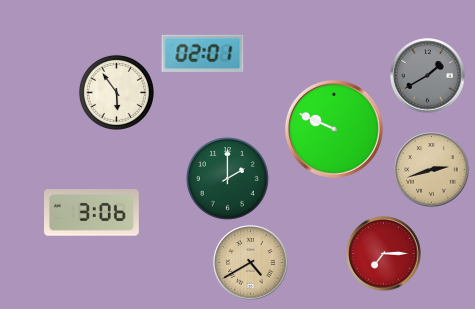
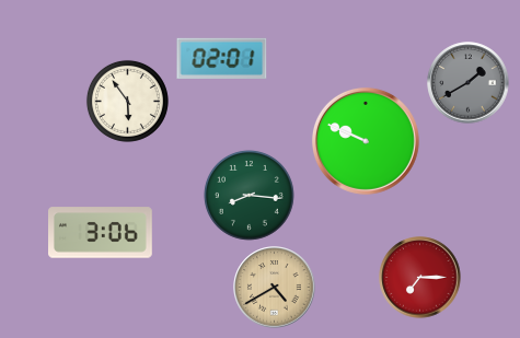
clock at (432, 170): 2:42 -> none
clock at (227, 178): 2:00 -> 8:16
